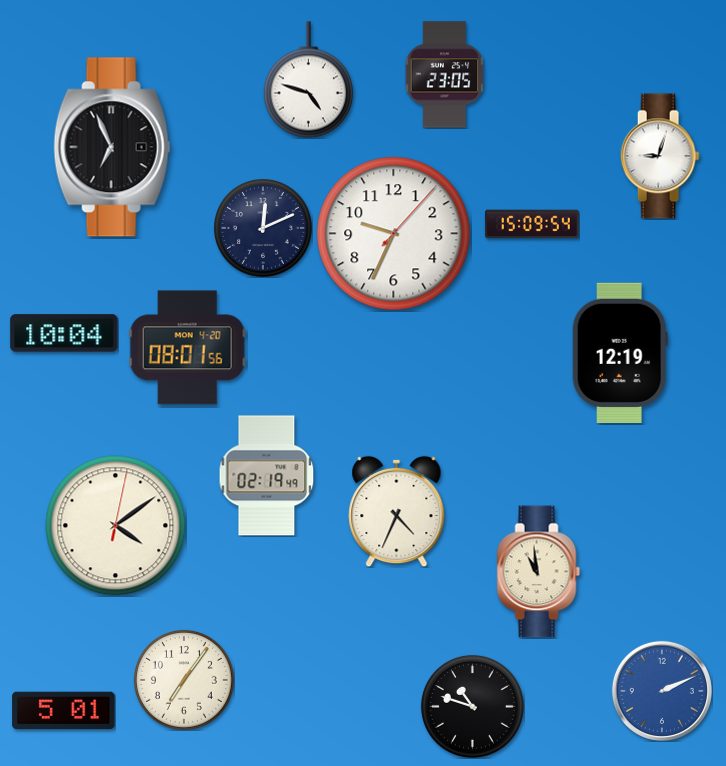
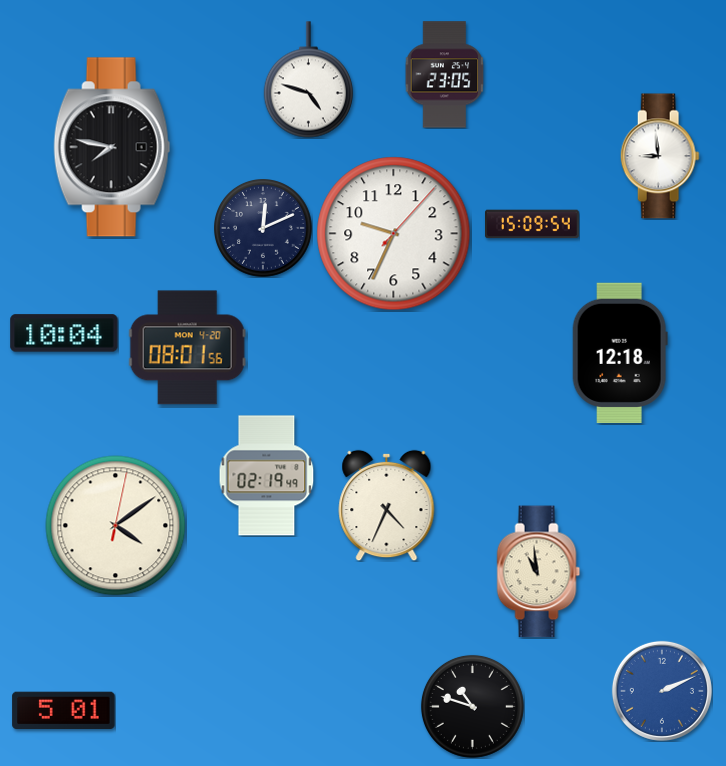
clock at (112, 147): 6:56 -> 7:47
clock at (660, 156): 9:03 -> 8:59
clock at (620, 352): 12:19 -> 12:18
clock at (397, 511) position: (397, 511) -> (387, 505)
clock at (184, 680): 7:06 -> none
